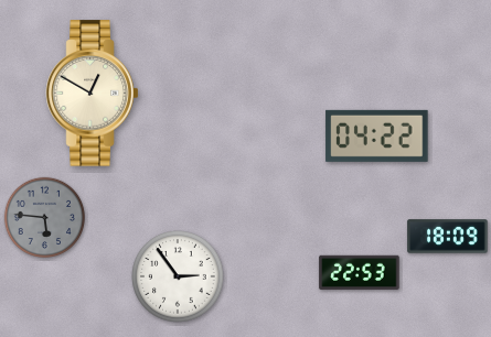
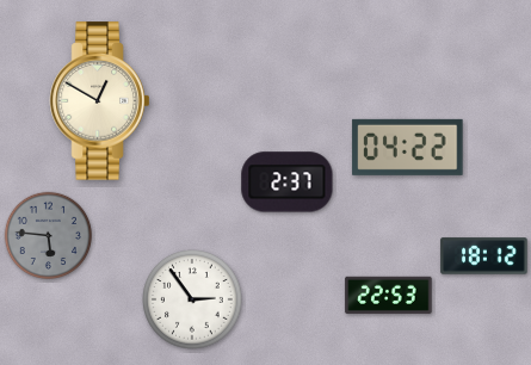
clock at (288, 182): none -> 2:37
clock at (448, 237): 18:09 -> 18:12
